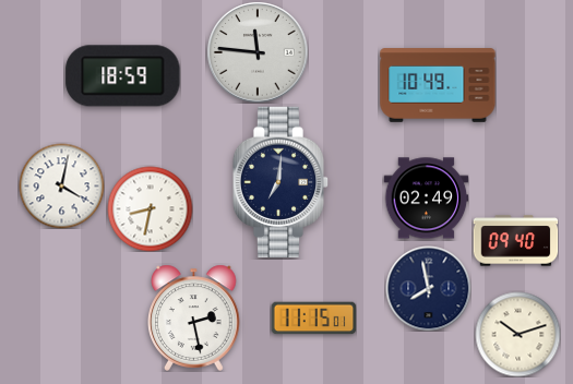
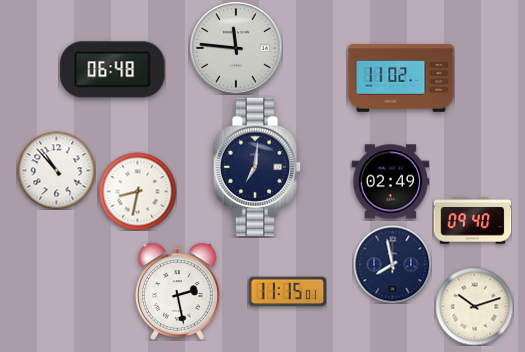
clock at (123, 76): 18:59 -> 06:48
clock at (438, 85): 10:49 -> 11:02
clock at (61, 185): 4:02 -> 10:53
